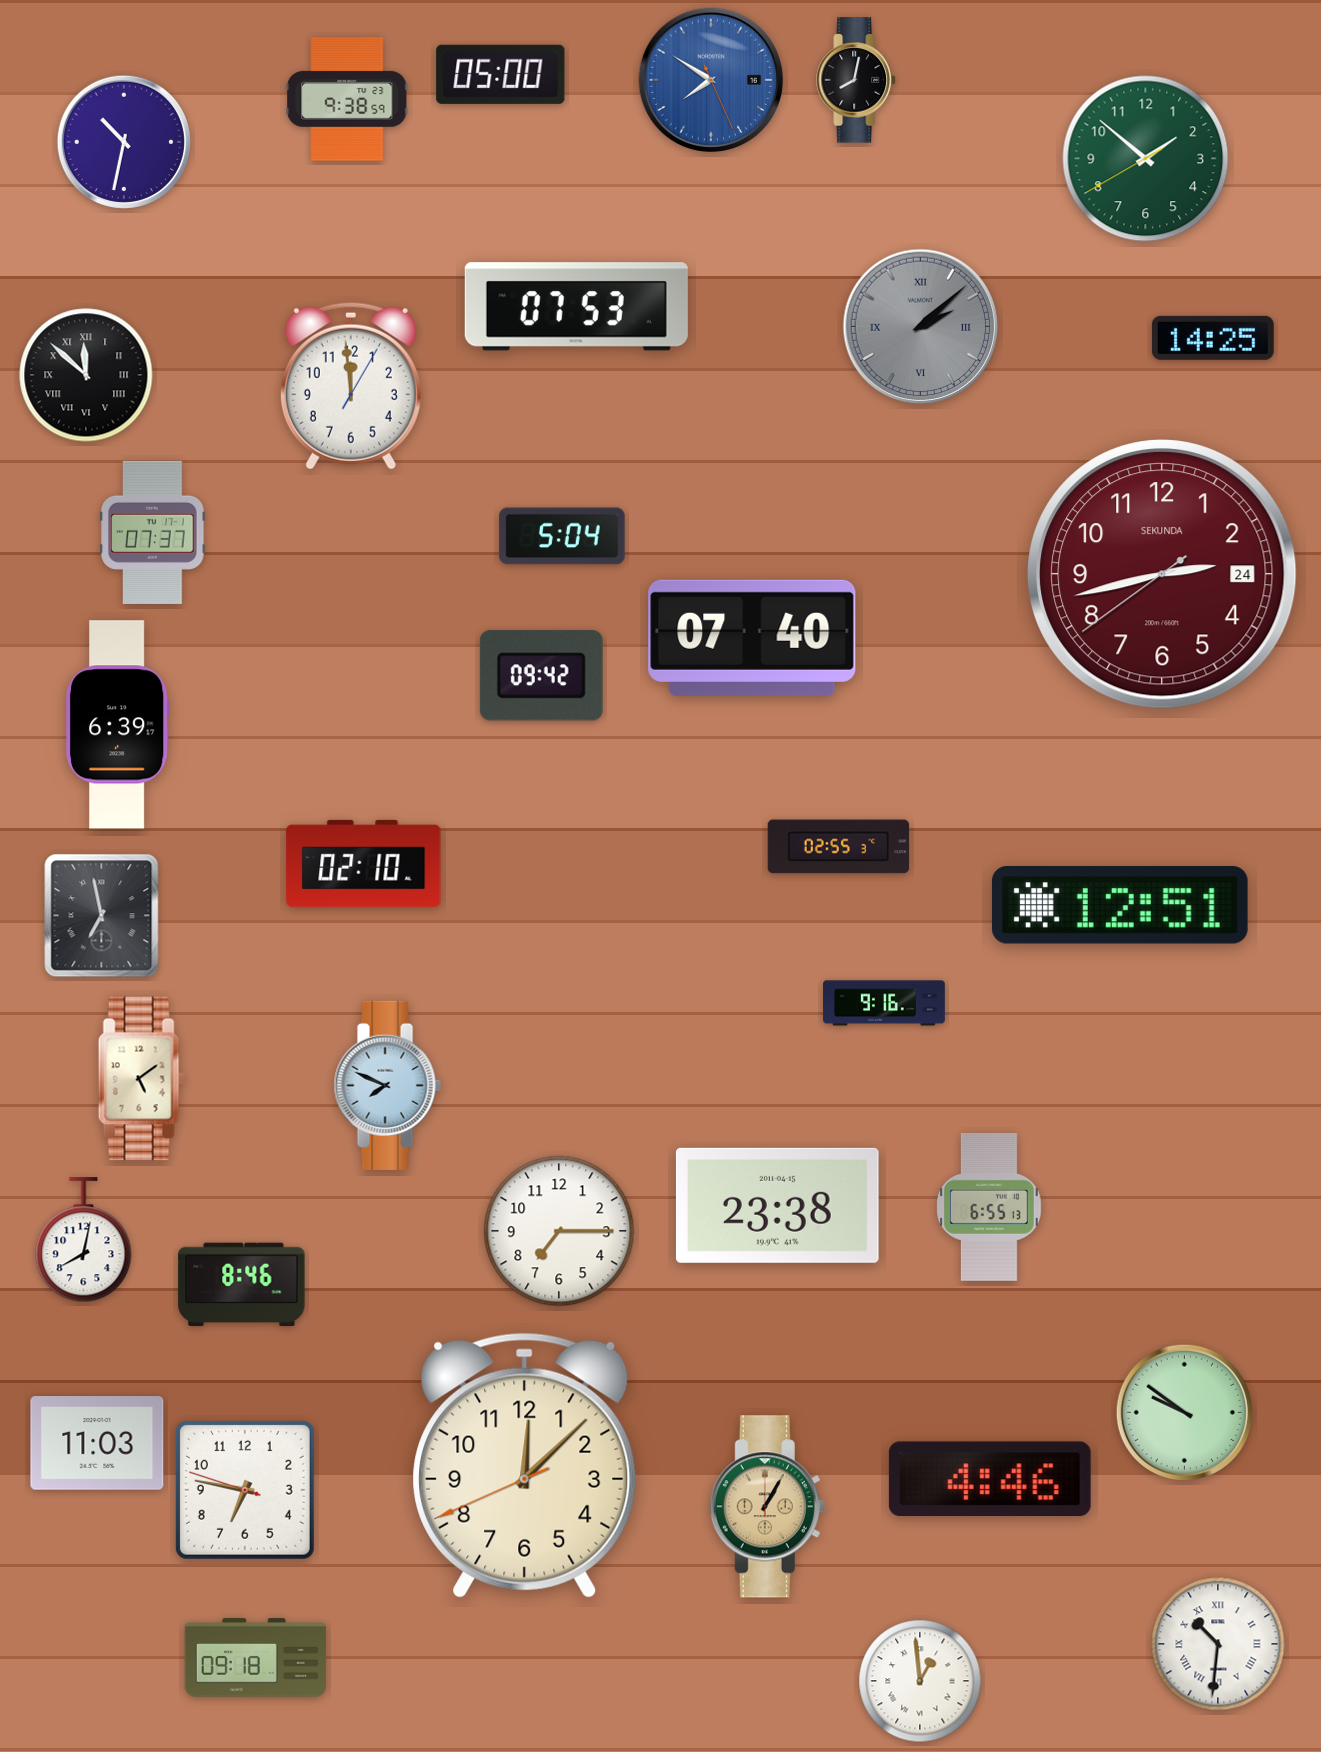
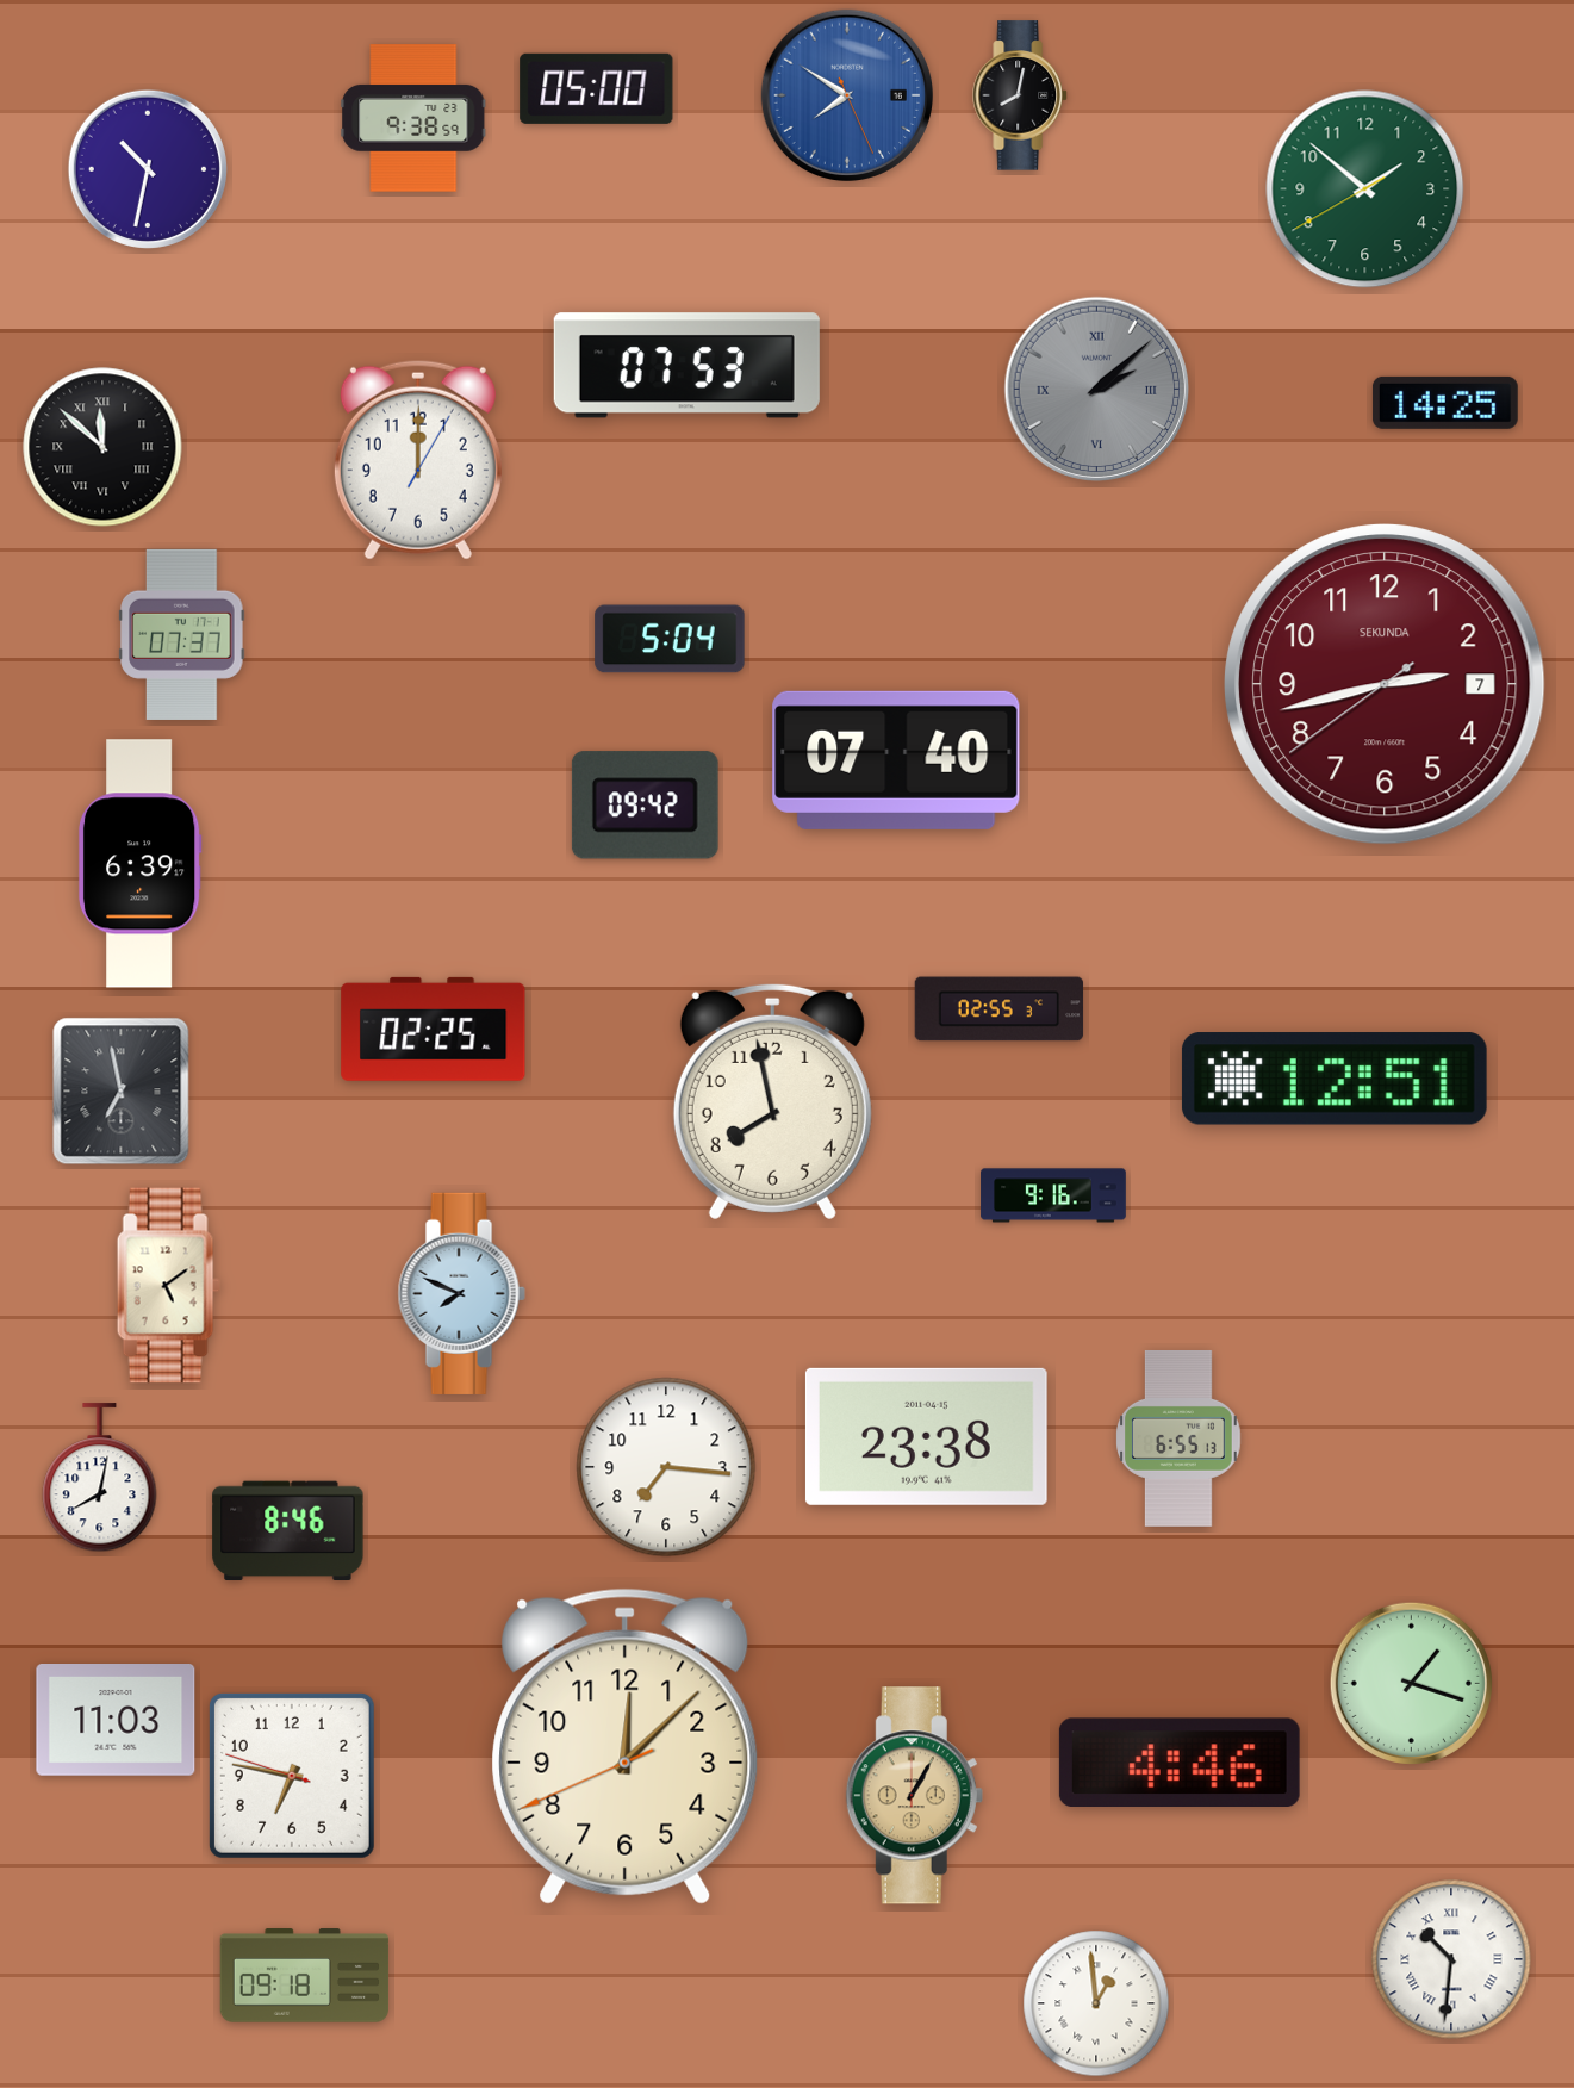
clock at (351, 386): 11:59 -> 12:00
clock at (1163, 575) date: 24 -> 7
clock at (364, 863): 02:10 -> 02:25
clock at (772, 1101): none -> 7:58
clock at (559, 1231): 7:15 -> 7:16
clock at (1184, 1412): 9:51 -> 1:18
